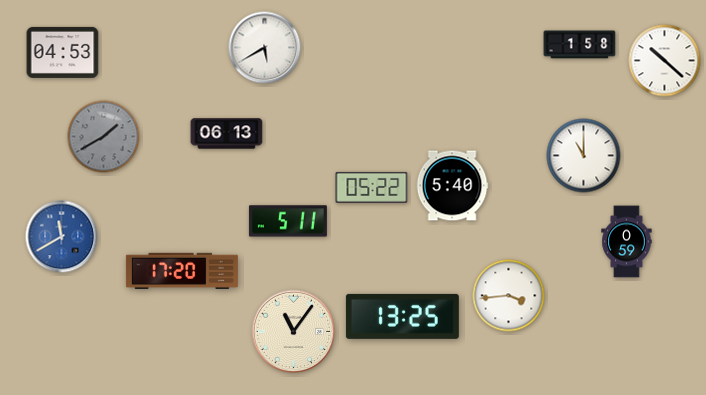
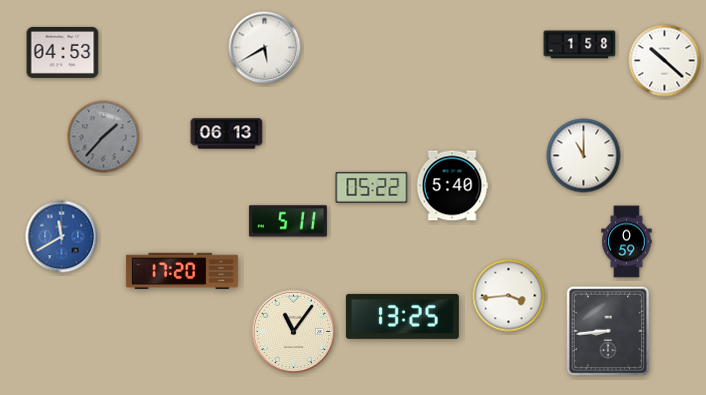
clock at (104, 137): 1:40 -> 1:37
clock at (608, 331): none -> 8:44
